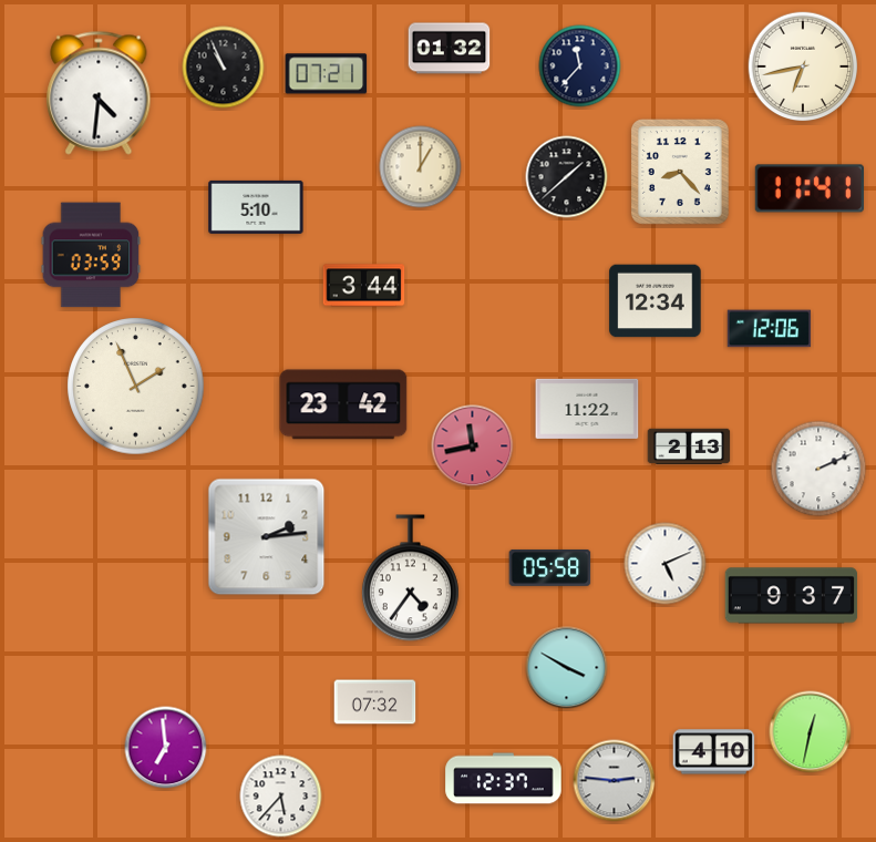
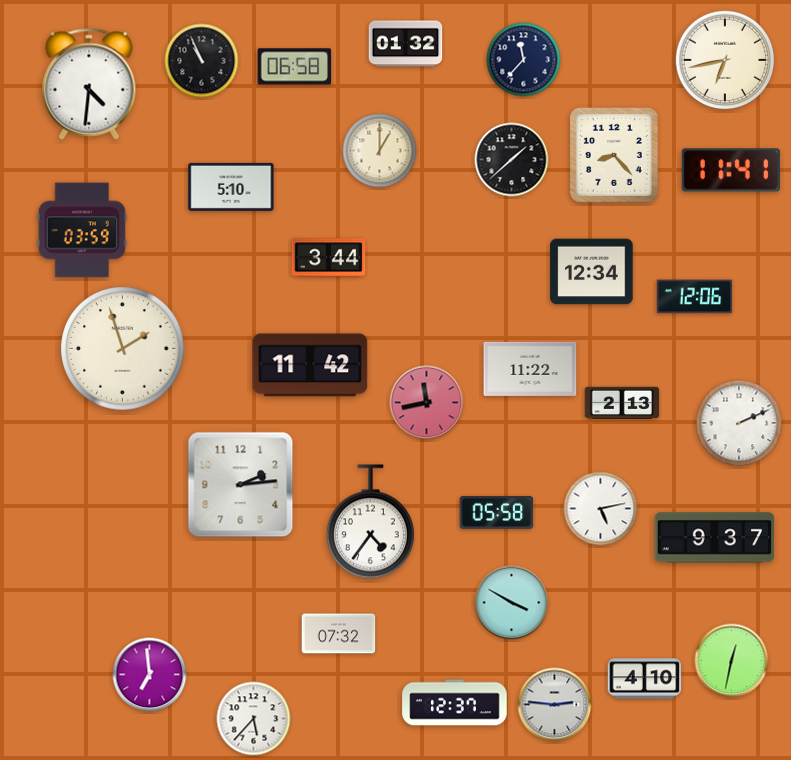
clock at (327, 74): 07:21 -> 06:58
clock at (136, 387): 1:56 -> 1:57
clock at (343, 404): 23:42 -> 11:42
clock at (666, 564): 5:11 -> 5:13
